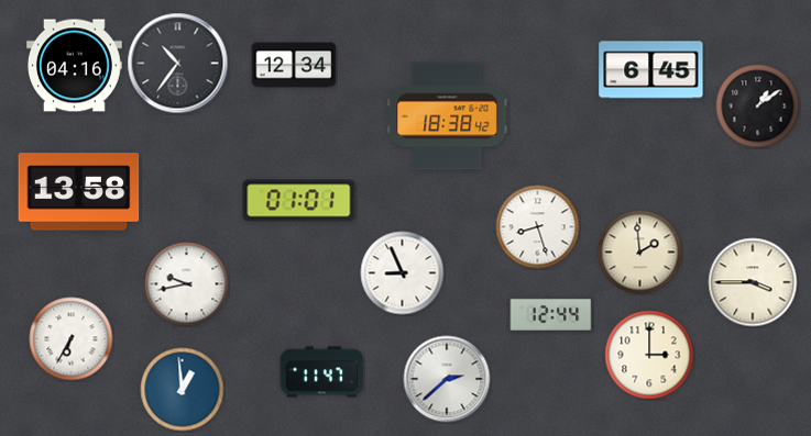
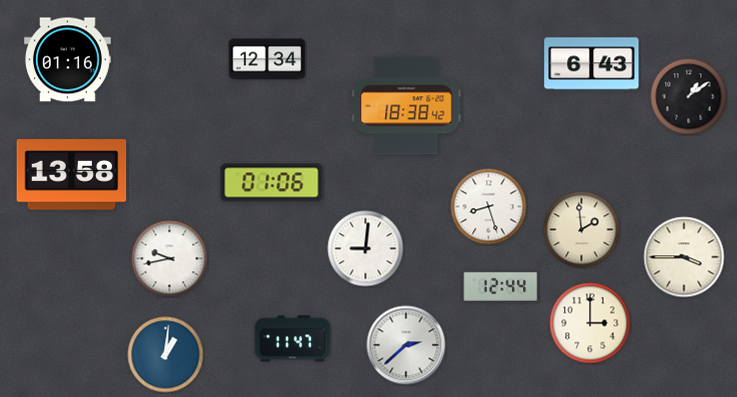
clock at (178, 64): 10:36 -> none
clock at (75, 66): 04:16 -> 01:16
clock at (651, 70): 6:45 -> 6:43
clock at (299, 201): 01:01 -> 01:06
clock at (403, 273): 8:56 -> 9:01
clock at (72, 339): 6:35 -> none
clock at (183, 390): 12:59 -> 1:01
